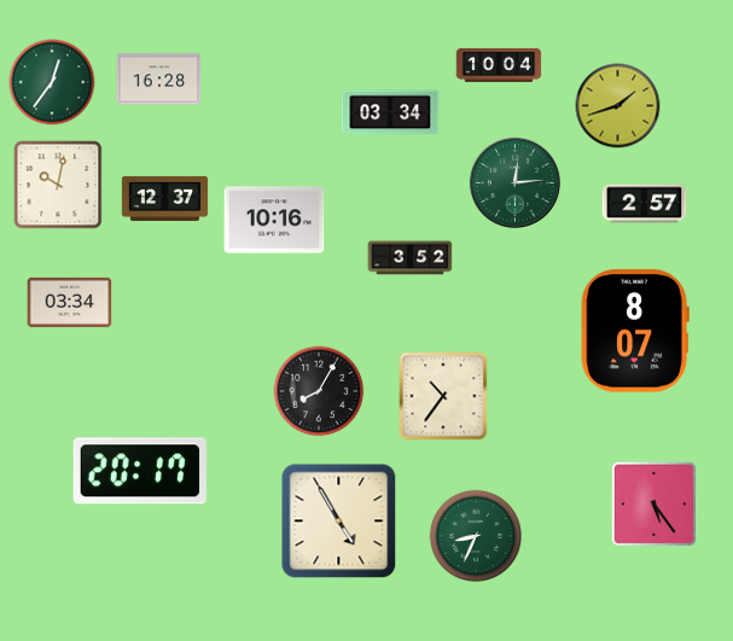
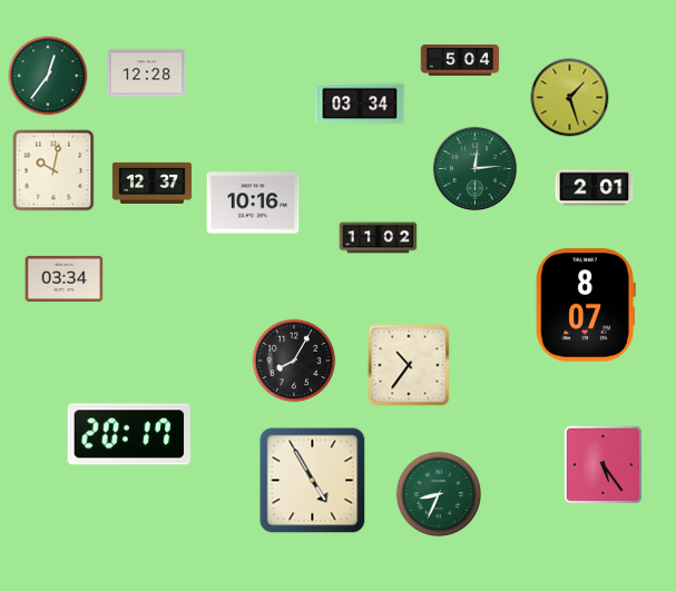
clock at (499, 65): 10:04 -> 5:04
clock at (159, 80): 16:28 -> 12:28
clock at (618, 106): 1:42 -> 1:27
clock at (645, 204): 2:57 -> 2:01
clock at (411, 258): 3:52 -> 11:02
